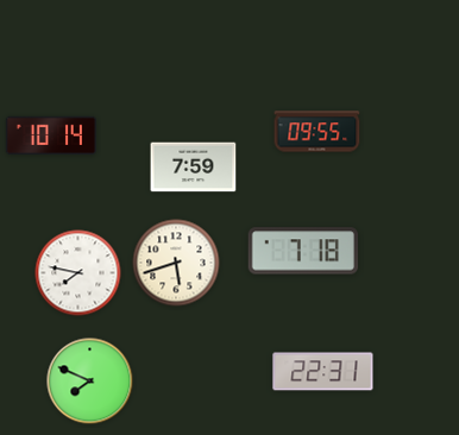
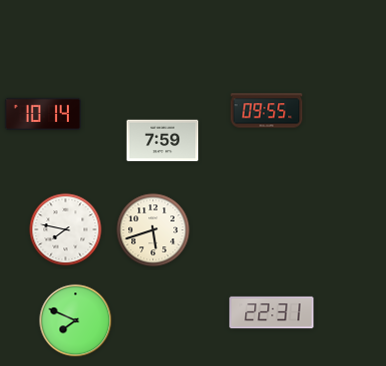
clock at (302, 251): 7:18 -> none
clock at (176, 263) position: (176, 263) -> (153, 230)
